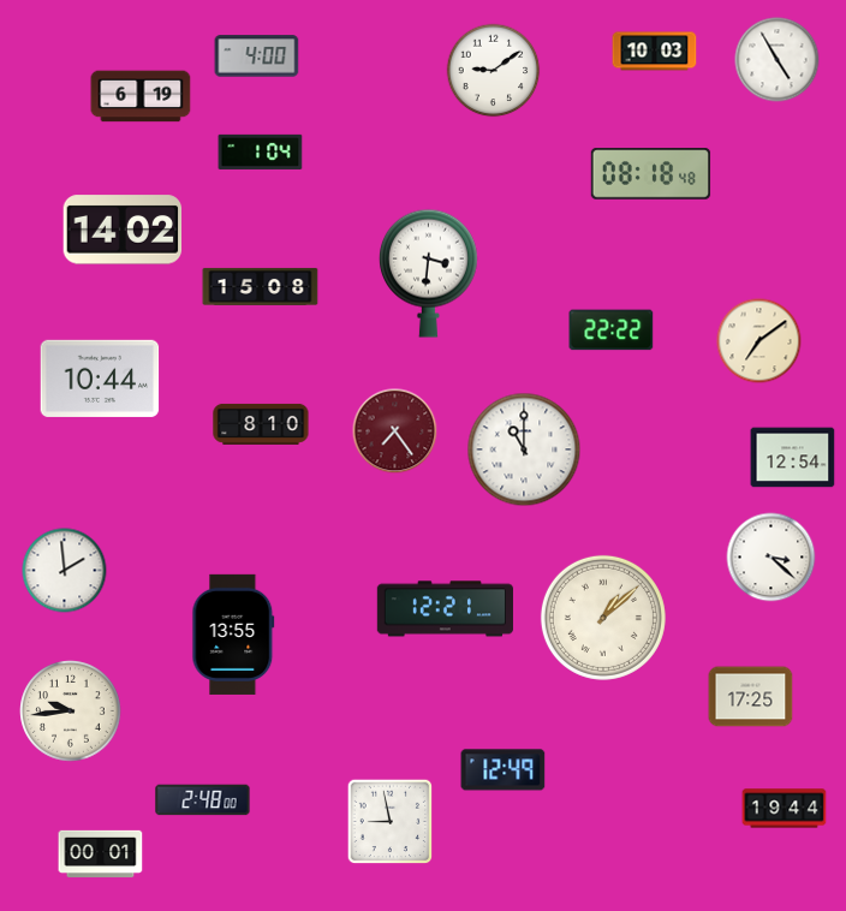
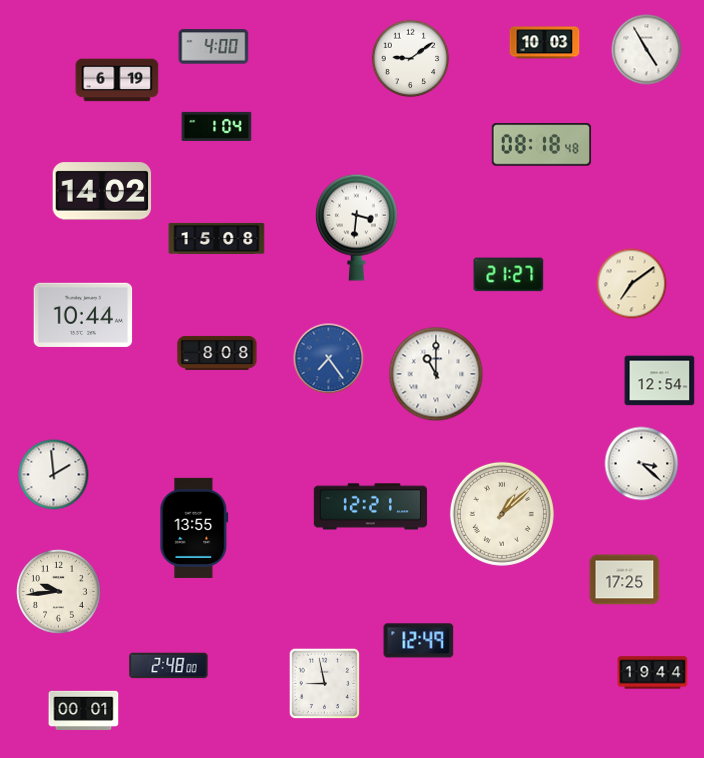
clock at (612, 331): 22:22 -> 21:27
clock at (261, 424): 8:10 -> 8:08
clock at (395, 431) dial: burgundy -> blue
